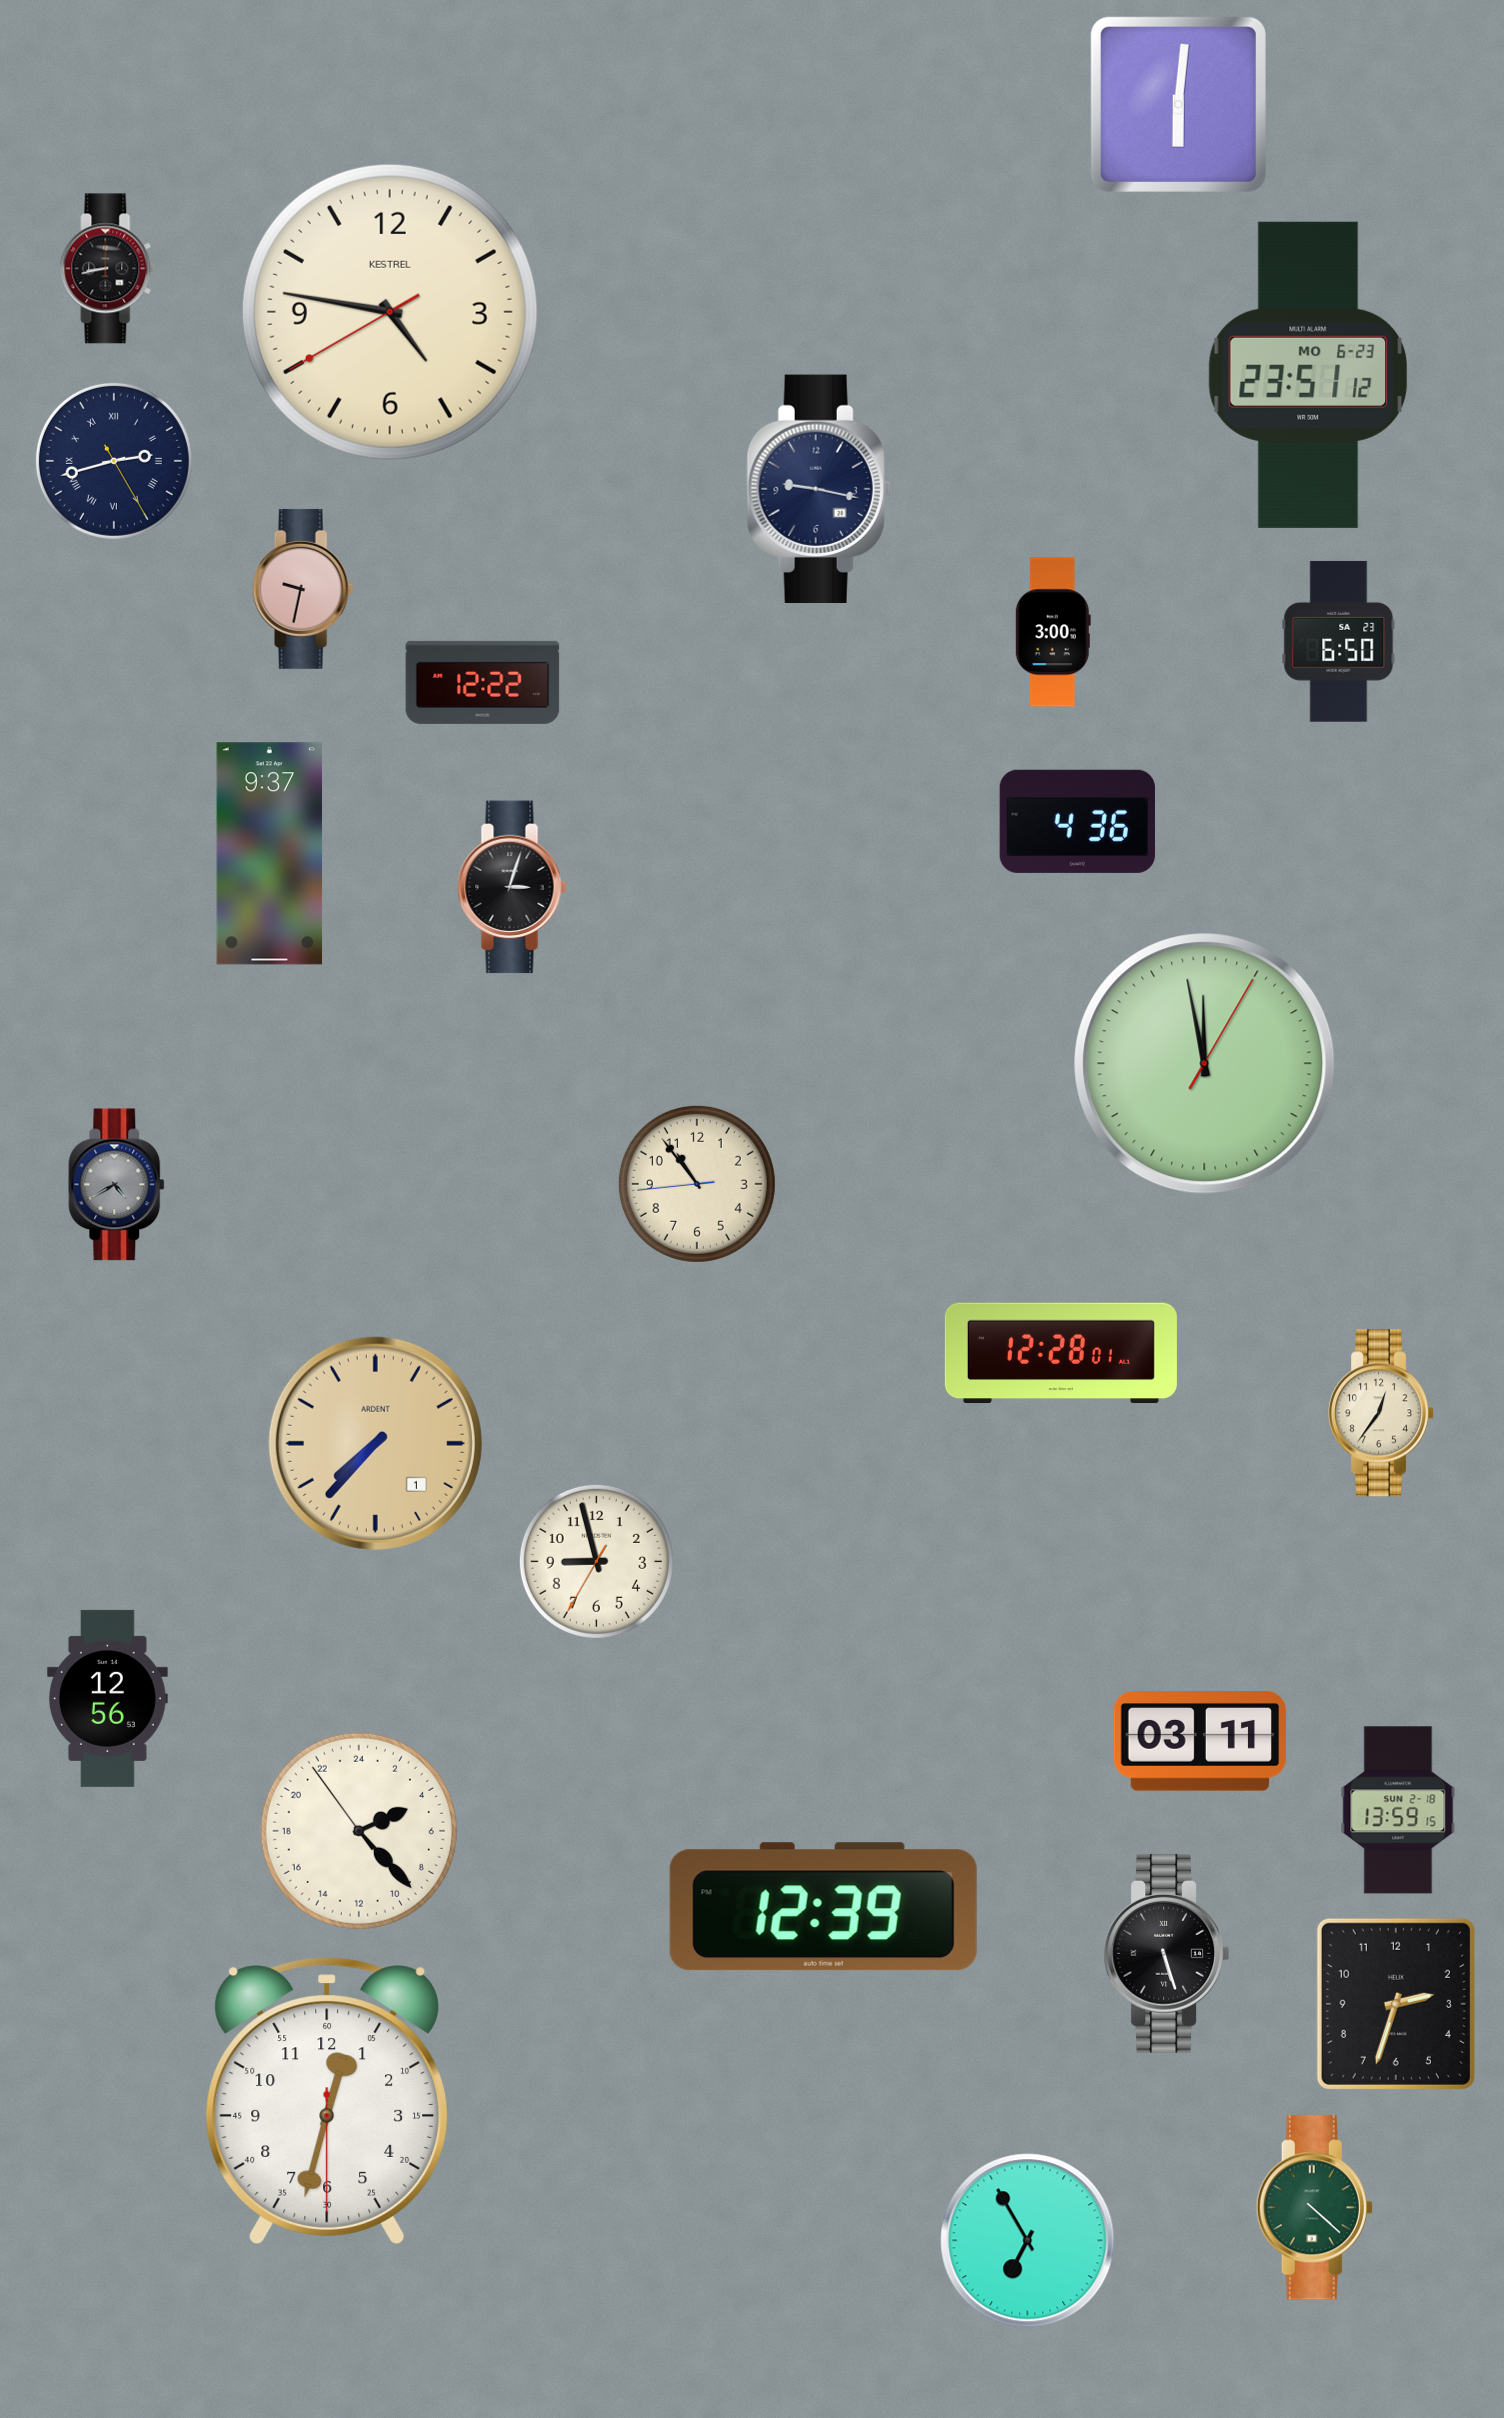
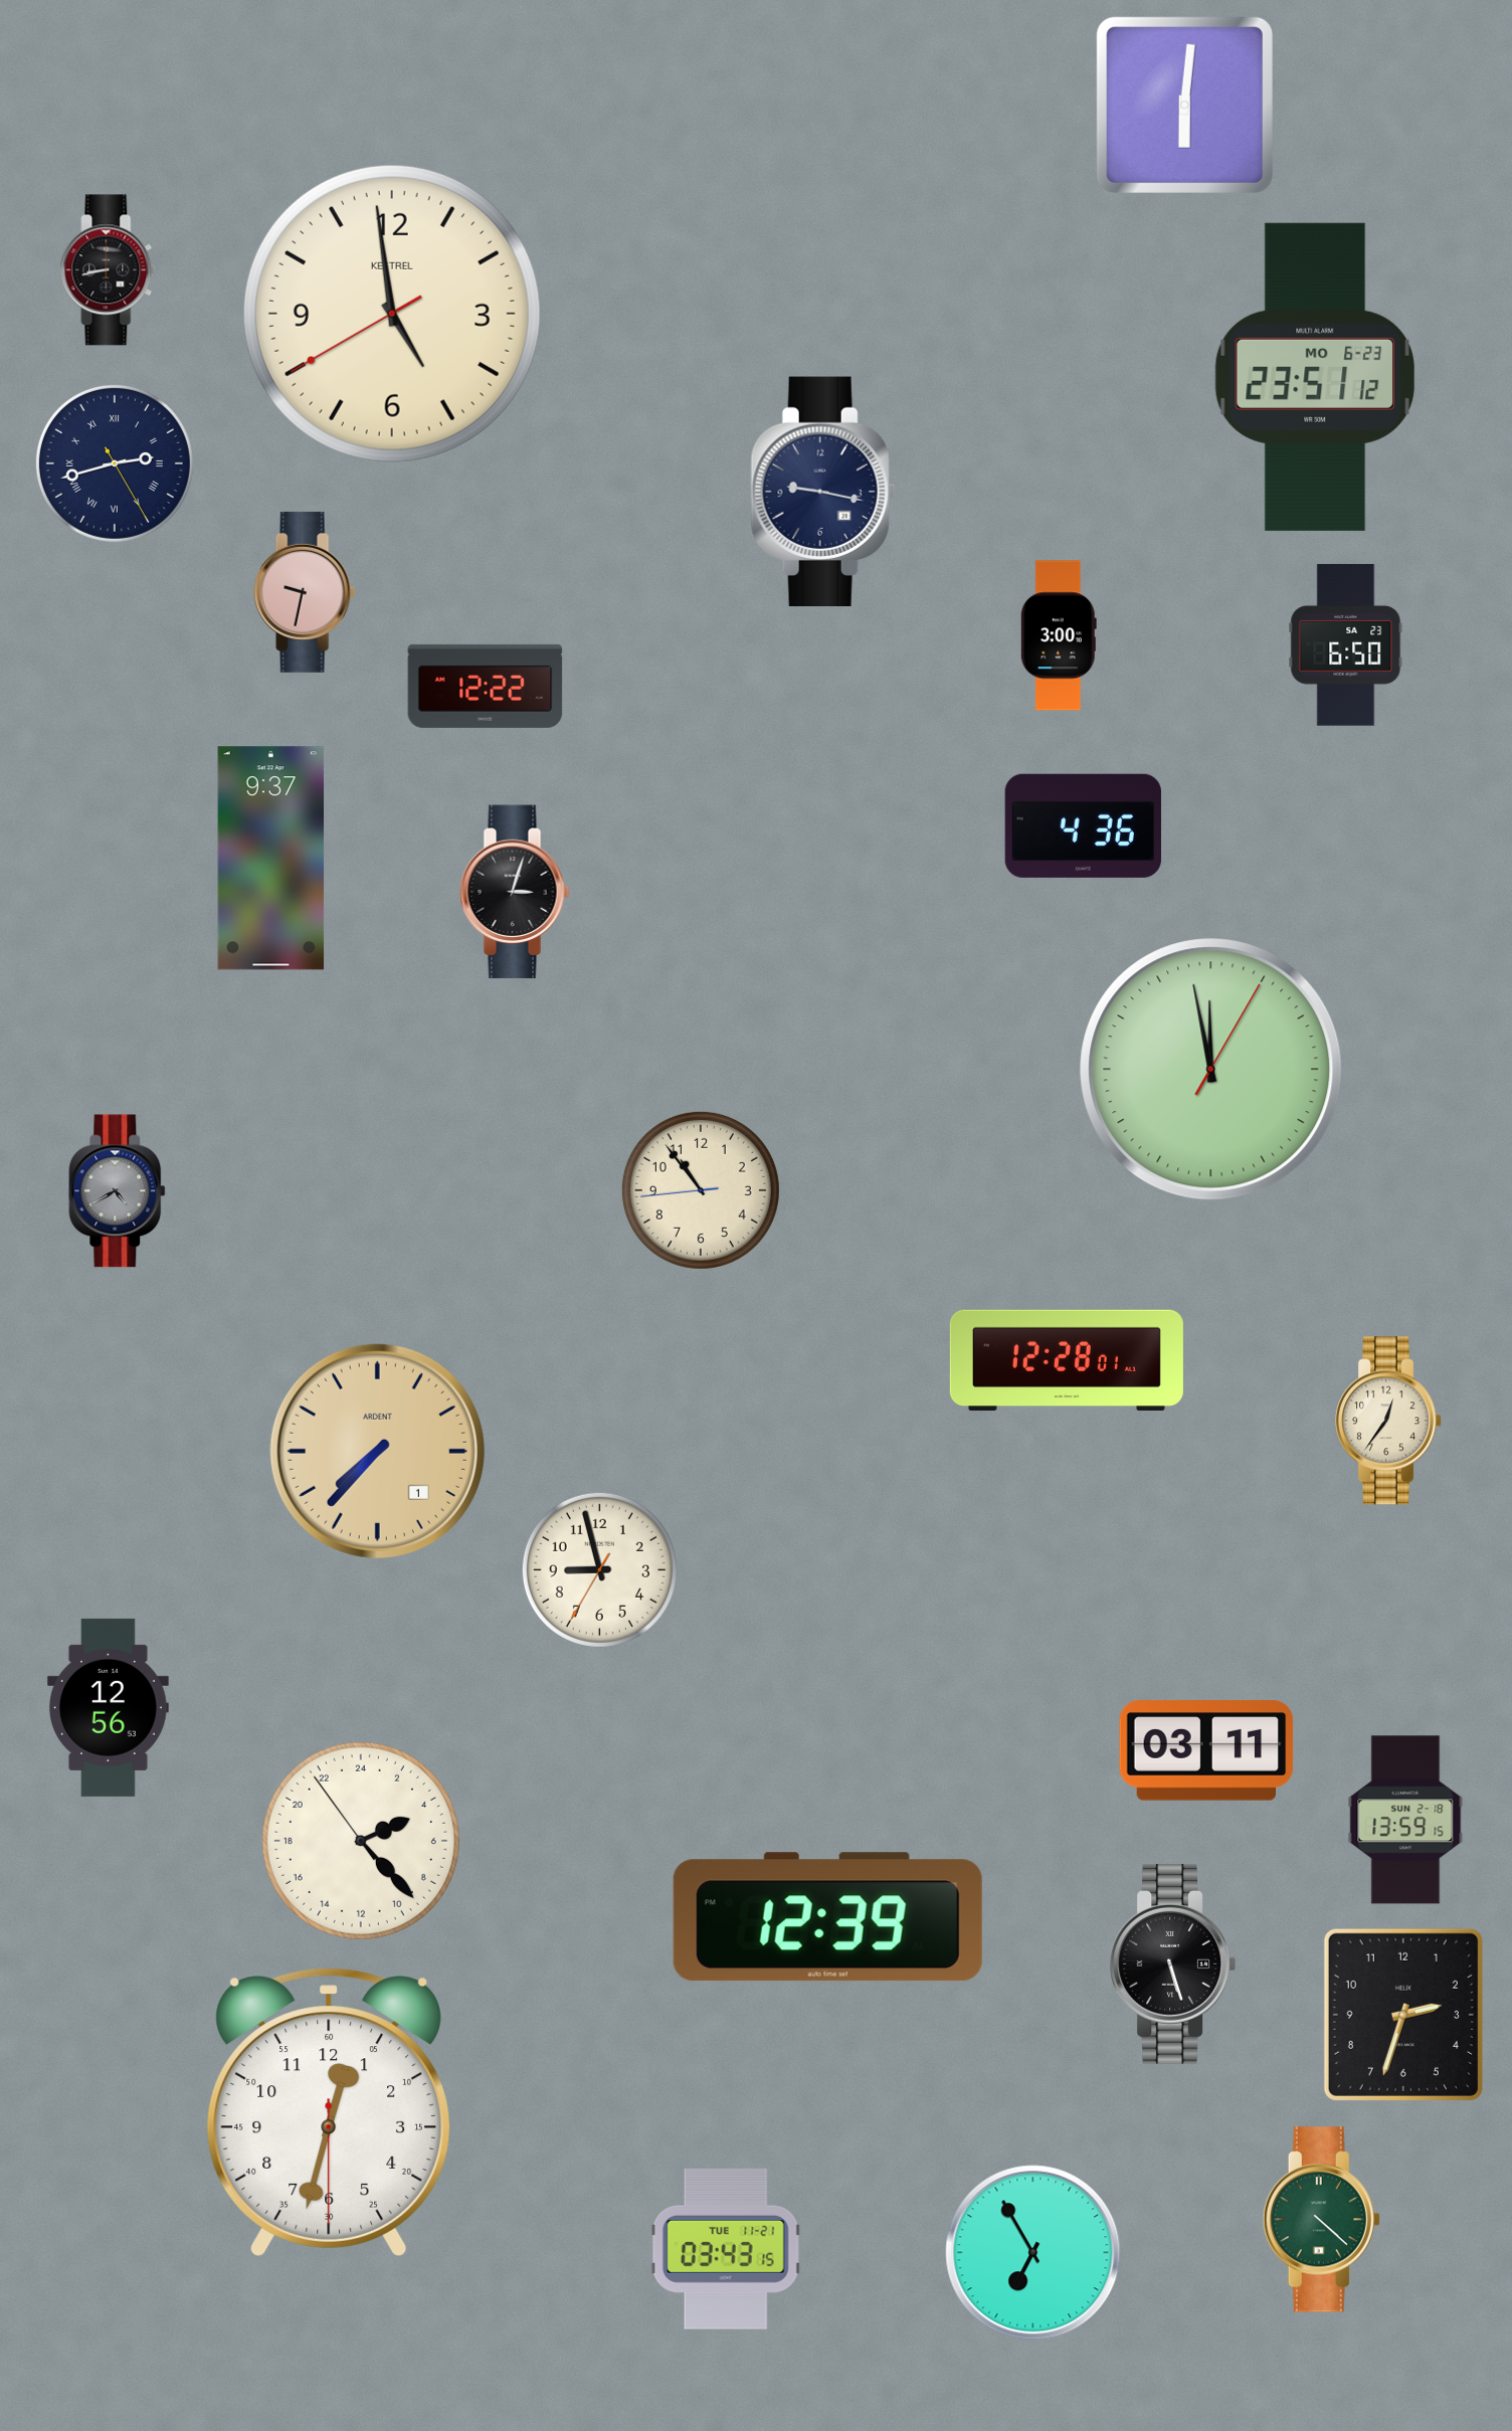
clock at (390, 312): 4:46 -> 4:58
clock at (726, 2249): none -> 03:43
